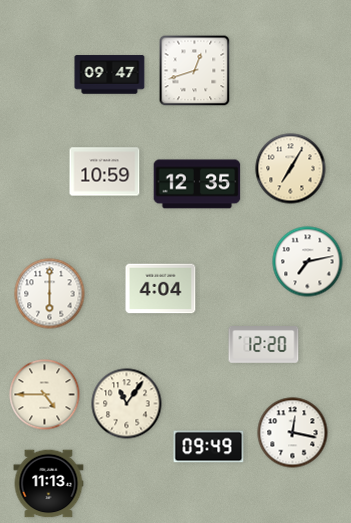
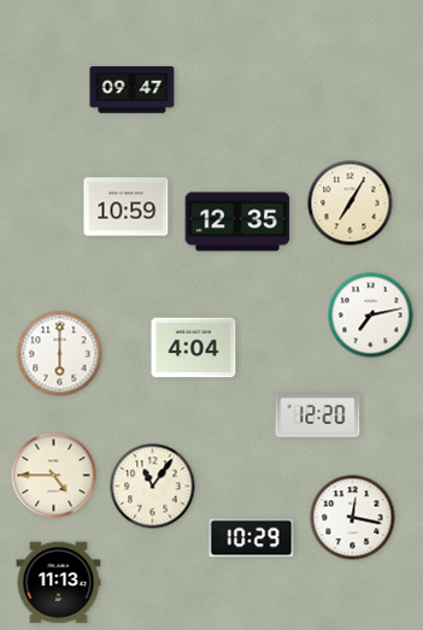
clock at (195, 71): 12:42 -> none
clock at (293, 433) position: (293, 433) -> (353, 518)
clock at (209, 447): 09:49 -> 10:29
